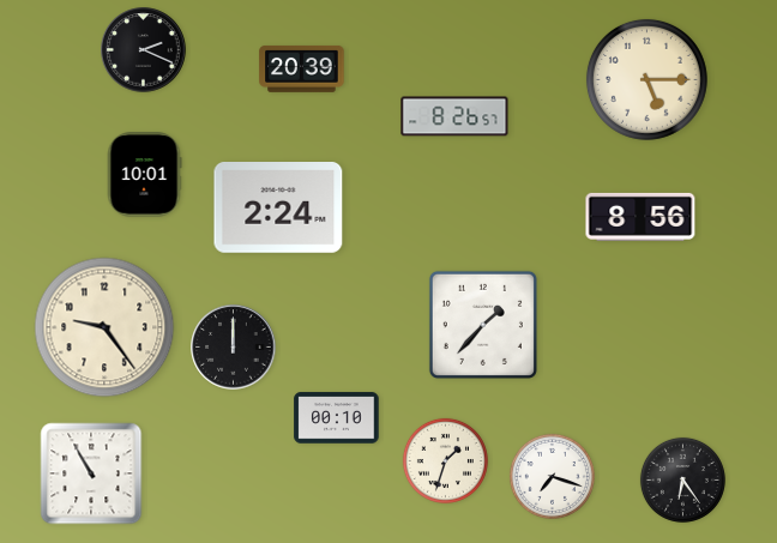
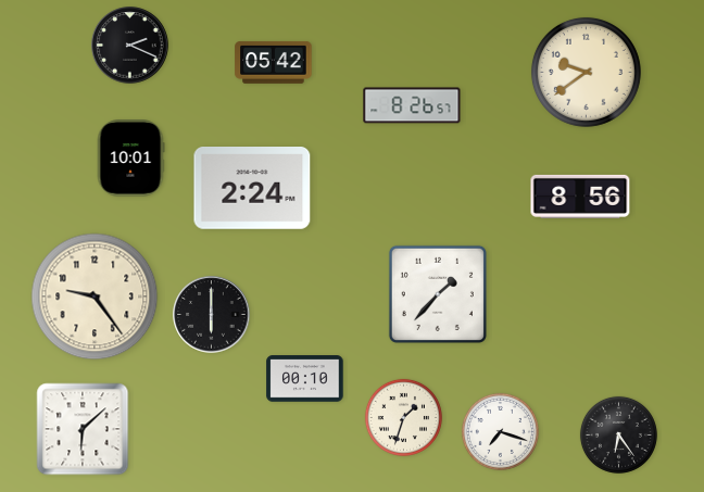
clock at (302, 68): 20:39 -> 05:42
clock at (646, 79): 5:15 -> 9:39
clock at (234, 348): 12:00 -> 6:00
clock at (91, 473): 10:55 -> 6:08
